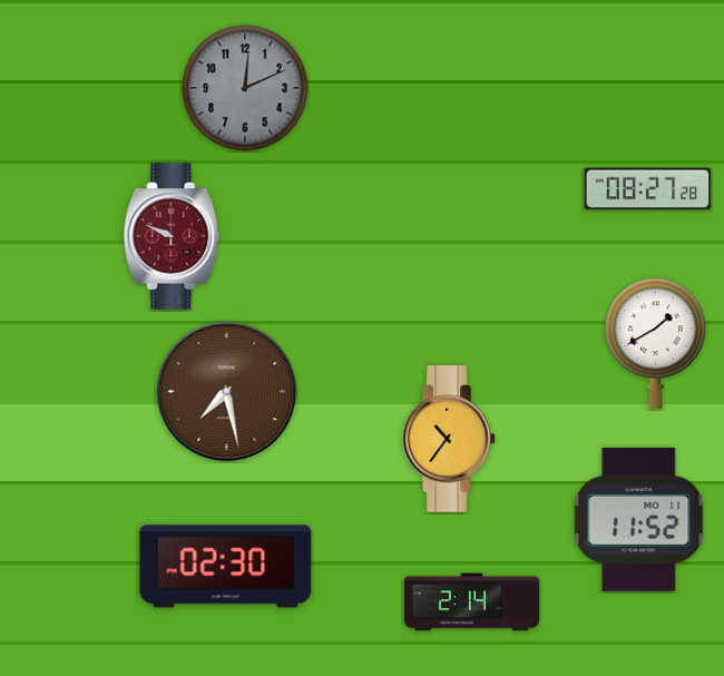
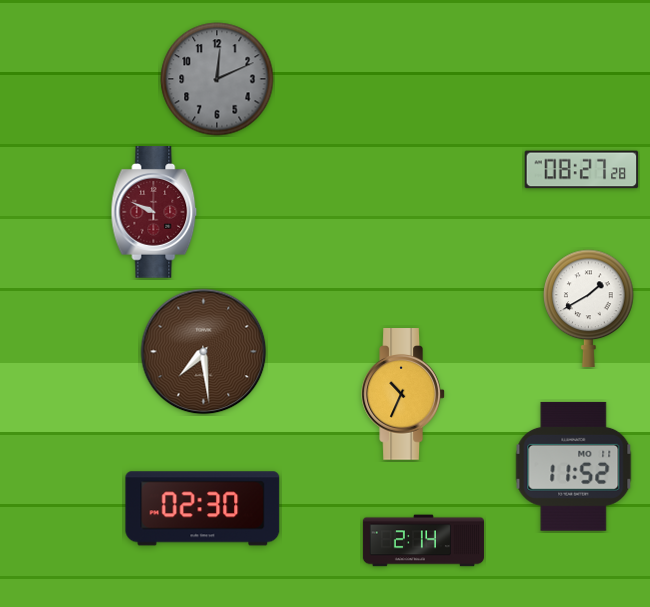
clock at (245, 88) position: (245, 88) -> (217, 79)
clock at (227, 392): 7:28 -> 7:29
clock at (449, 439): 10:36 -> 10:34
